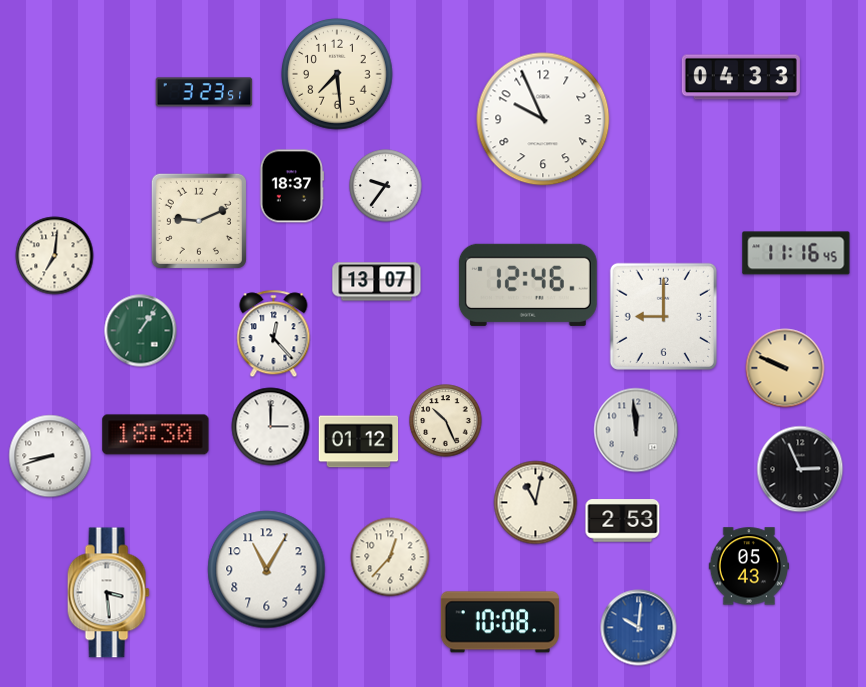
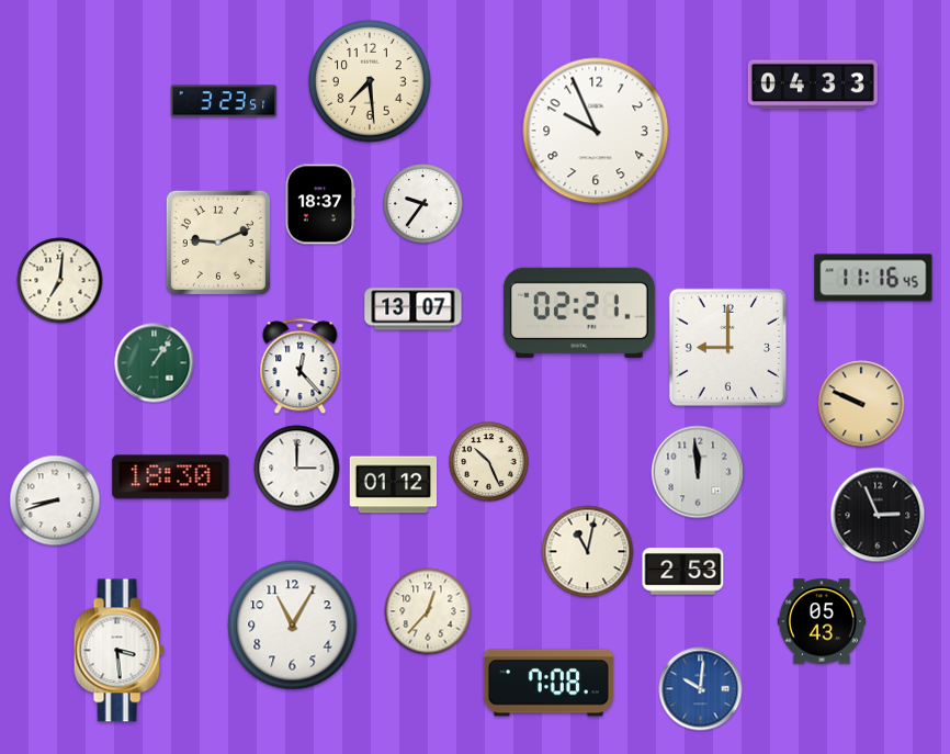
clock at (528, 285): 12:46 -> 02:21
clock at (500, 622): 10:08 -> 7:08
